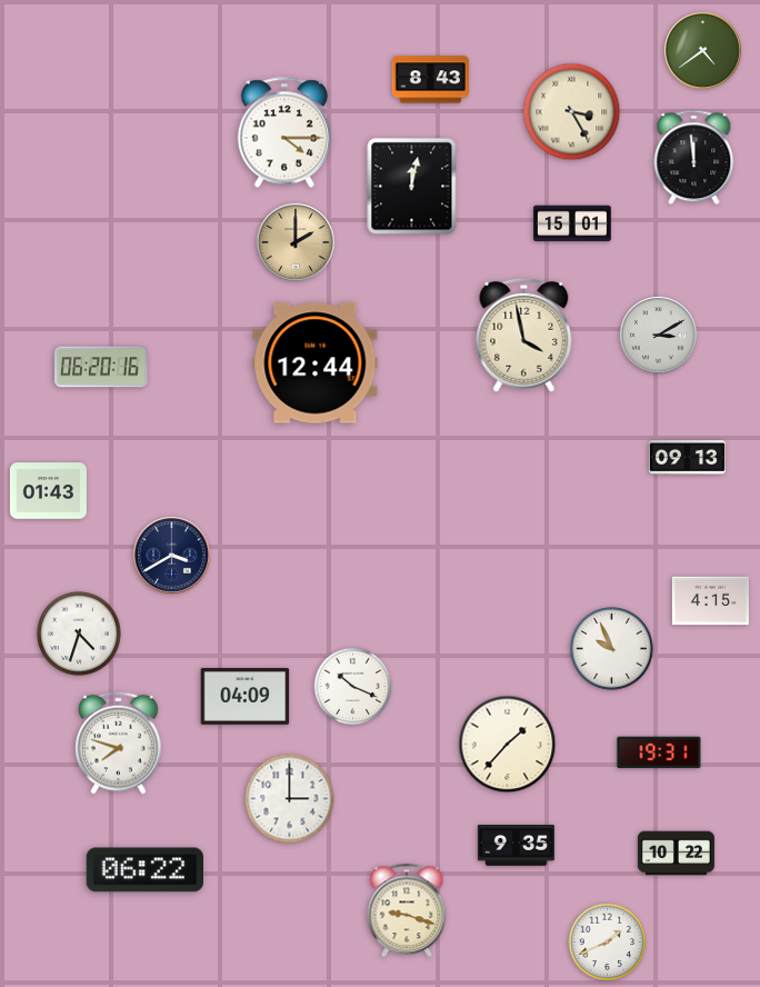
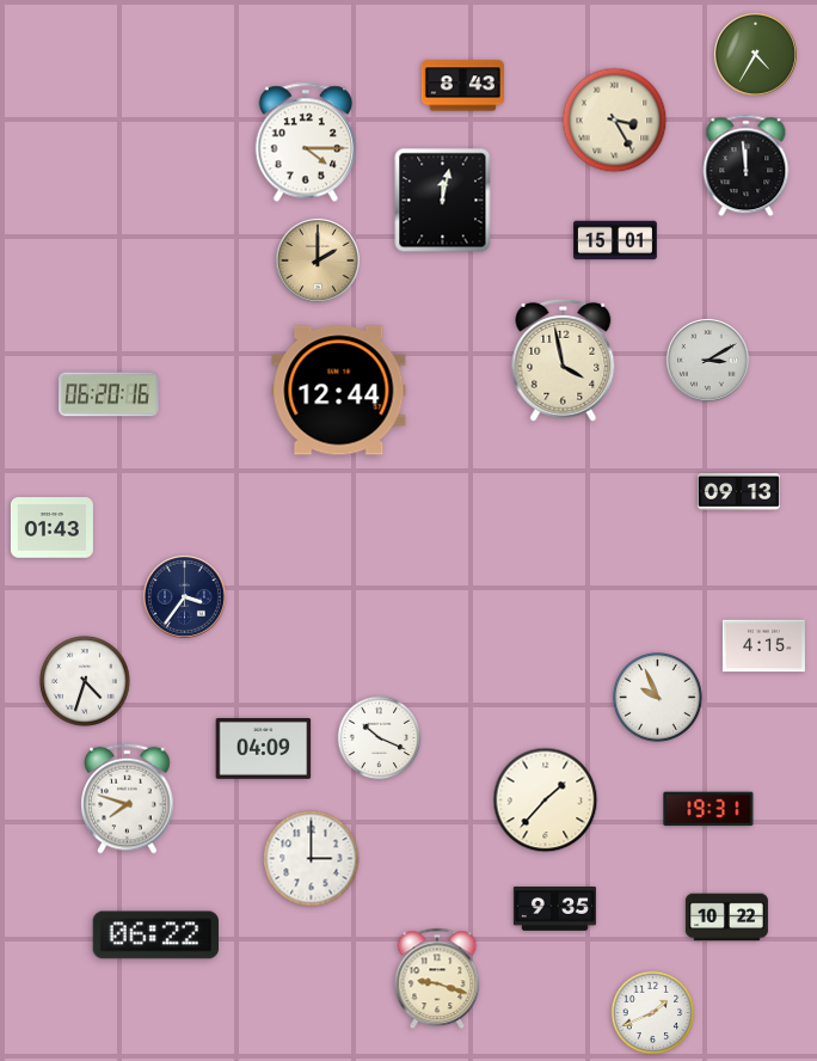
clock at (702, 50): 4:39 -> 4:35
clock at (694, 158) position: (694, 158) -> (747, 166)
clock at (171, 555): 3:40 -> 3:36
